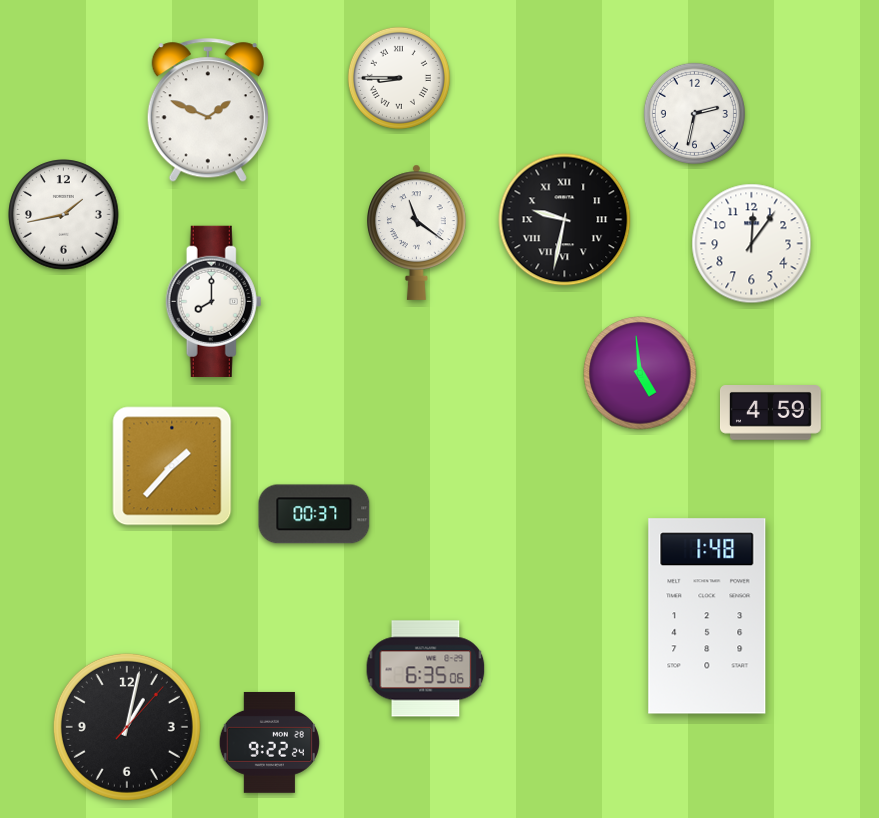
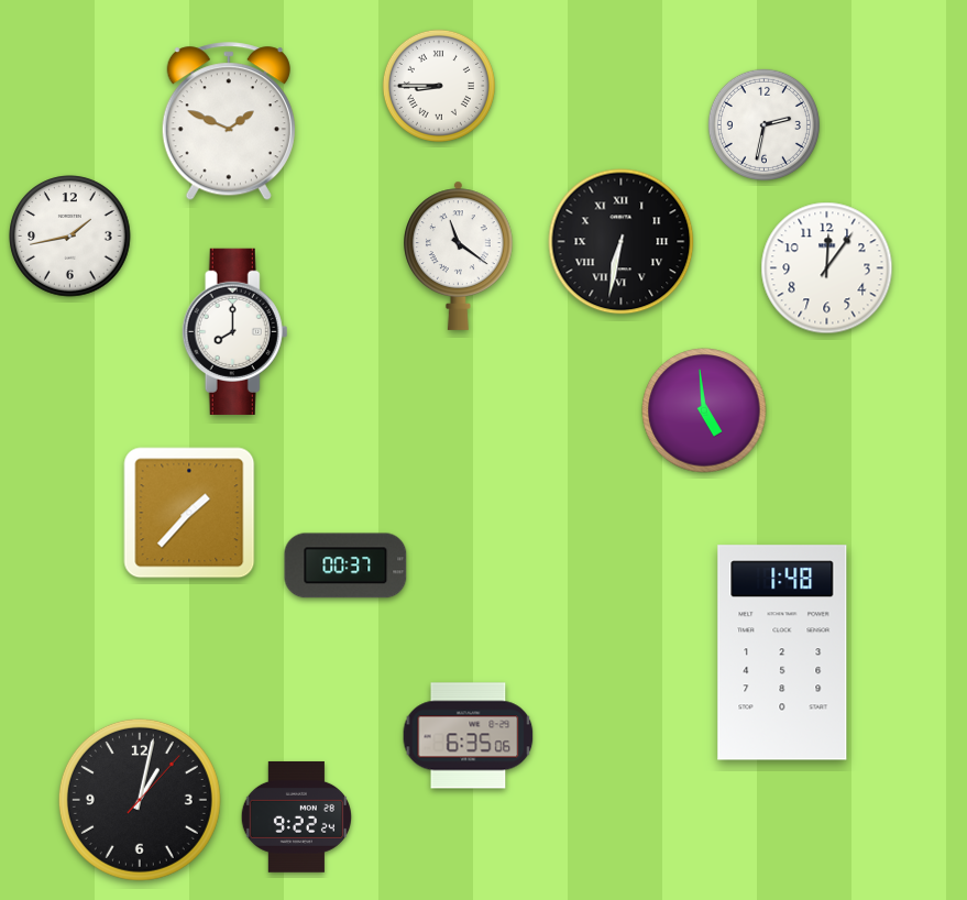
clock at (565, 220): 9:32 -> 6:32
clock at (771, 413): 4:59 -> none
clock at (707, 616) position: (707, 616) -> (782, 652)
